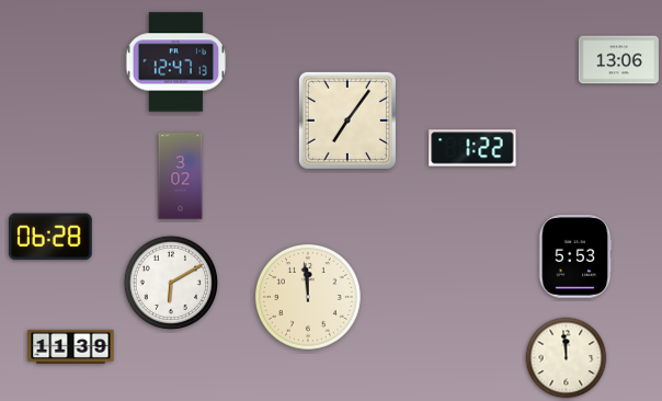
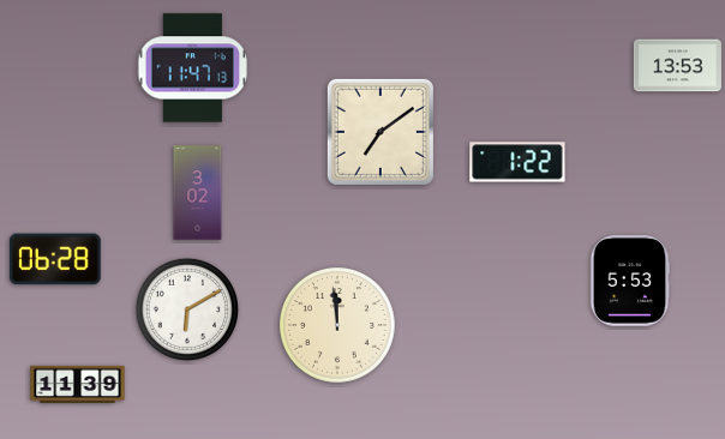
clock at (618, 60): 13:06 -> 13:53
clock at (175, 62): 12:47 -> 11:47
clock at (347, 121): 7:06 -> 7:09
clock at (71, 346) position: (71, 346) -> (78, 384)
clock at (567, 358): 11:59 -> none
